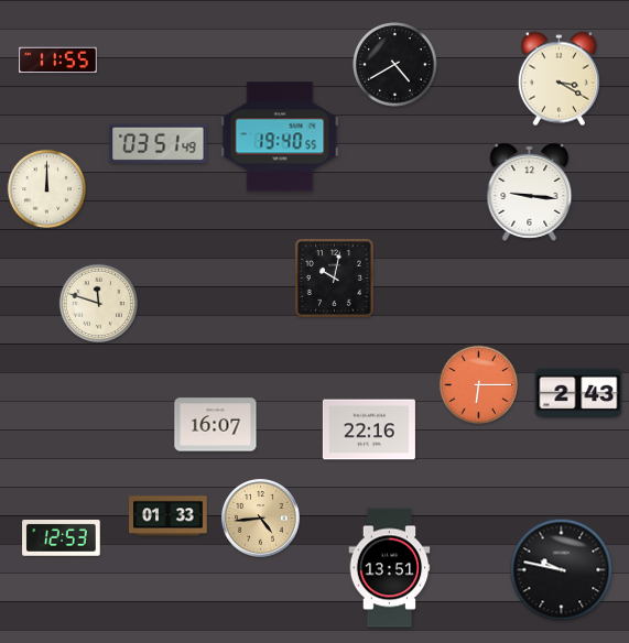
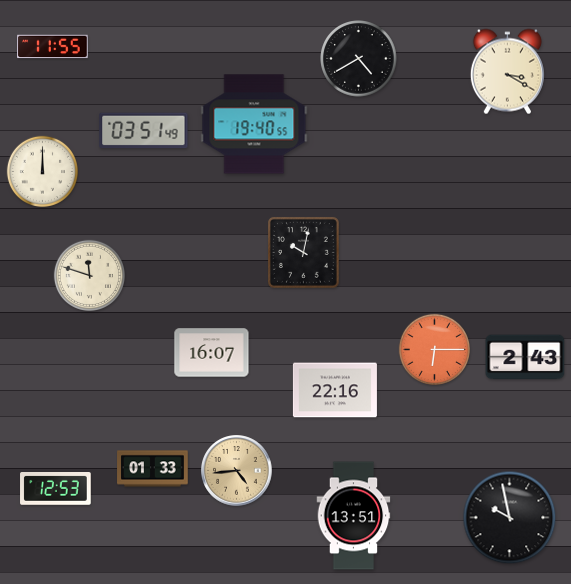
clock at (58, 61) position: (58, 61) -> (53, 47)
clock at (530, 192): 9:16 -> none
clock at (216, 425) position: (216, 425) -> (212, 353)
clock at (562, 570): 9:47 -> 9:58
